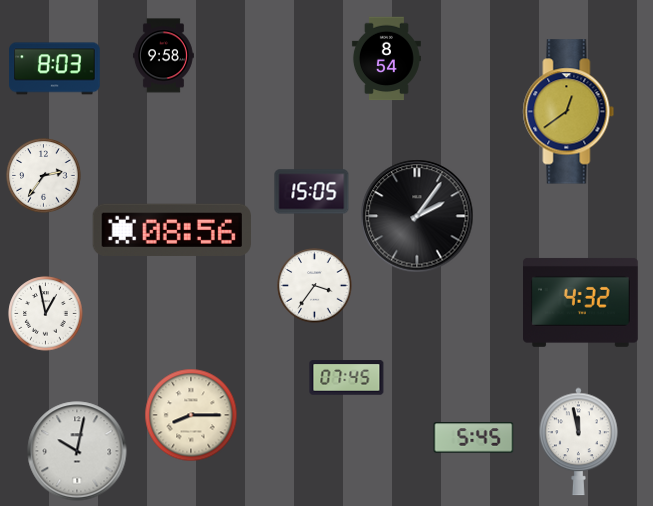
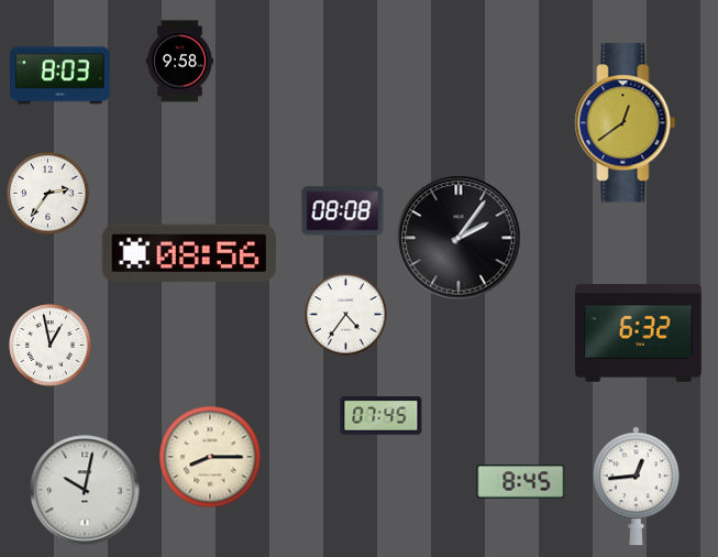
clock at (386, 59): 8:54 -> none
clock at (312, 192): 15:05 -> 08:08
clock at (315, 286): 3:36 -> 4:36
clock at (581, 302): 4:32 -> 6:32
clock at (474, 438): 5:45 -> 8:45
clock at (579, 442): 11:58 -> 12:44
clock at (77, 451) position: (77, 451) -> (85, 490)
